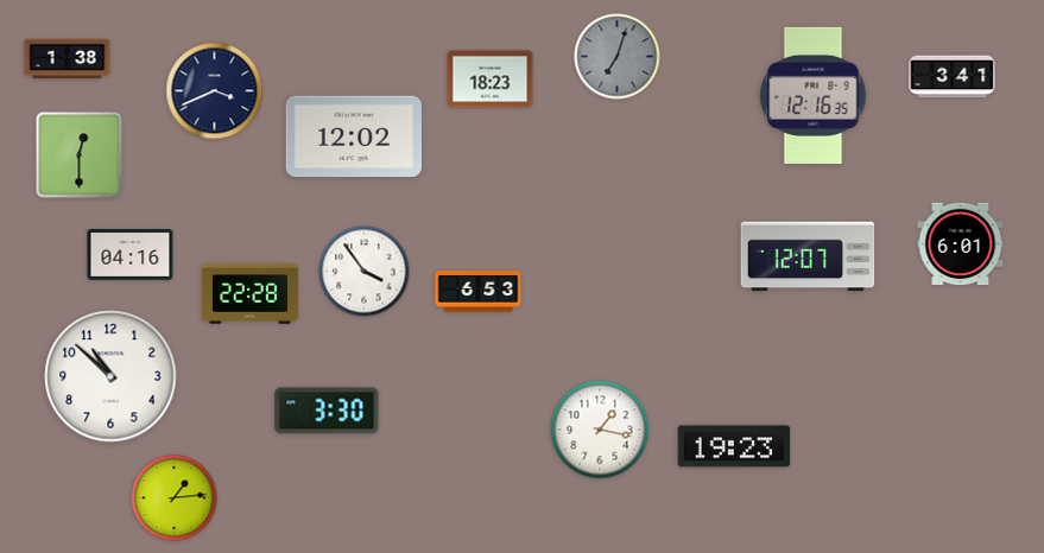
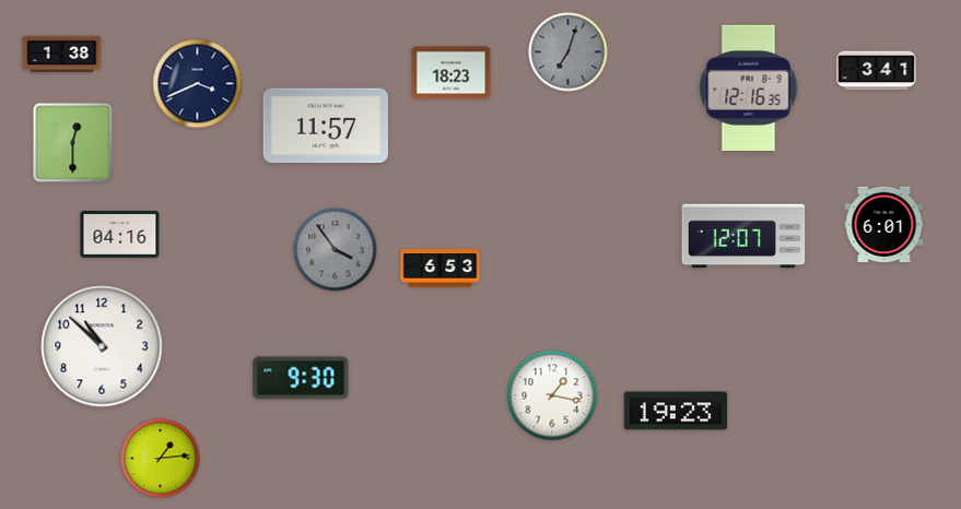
clock at (354, 136): 12:02 -> 11:57
clock at (365, 272) dial: white -> grey
clock at (249, 294): 22:28 -> none
clock at (327, 411): 3:30 -> 9:30
